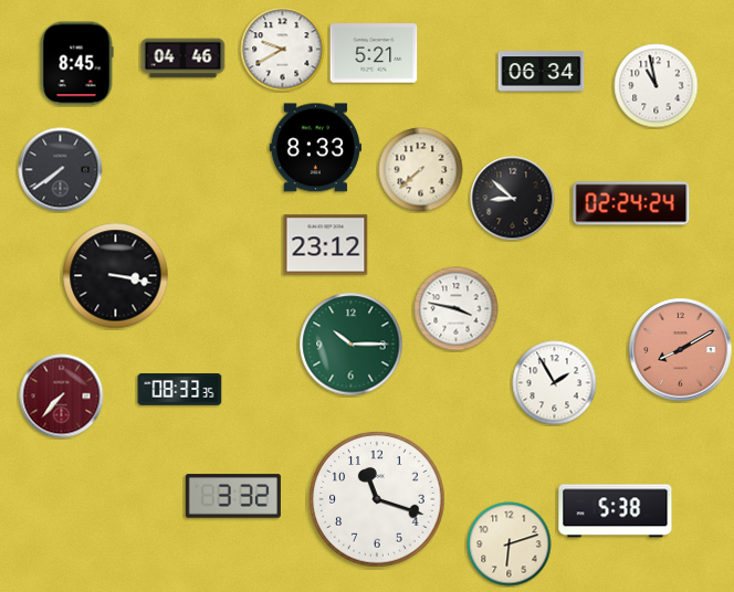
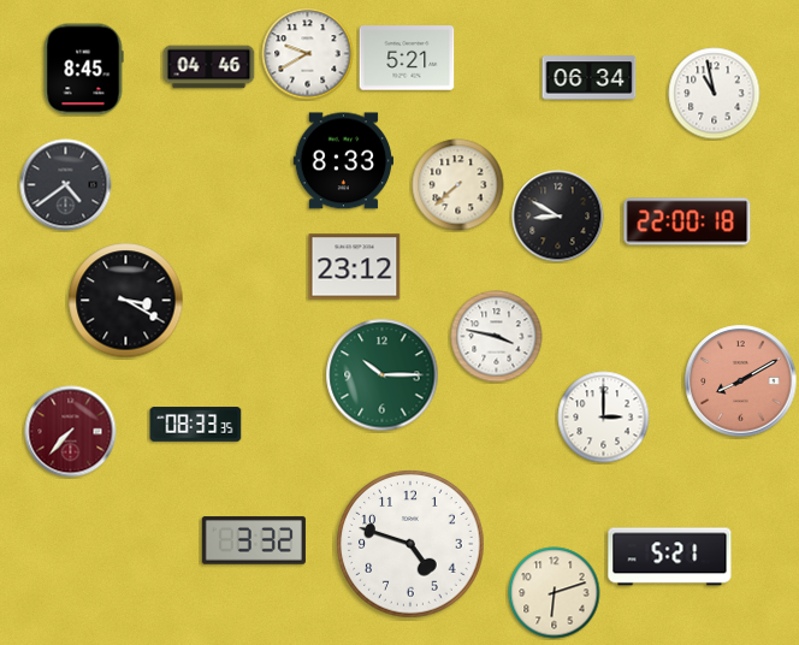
clock at (183, 59) position: (183, 59) -> (209, 67)
clock at (61, 170): 7:39 -> 4:39
clock at (513, 199): 8:52 -> 8:50
clock at (631, 203): 02:24 -> 22:00
clock at (116, 276): 3:17 -> 3:20
clock at (555, 383): 1:55 -> 3:00
clock at (62, 397) position: (62, 397) -> (71, 432)
clock at (377, 499): 11:18 -> 4:48
clock at (616, 511): 5:38 -> 5:21
